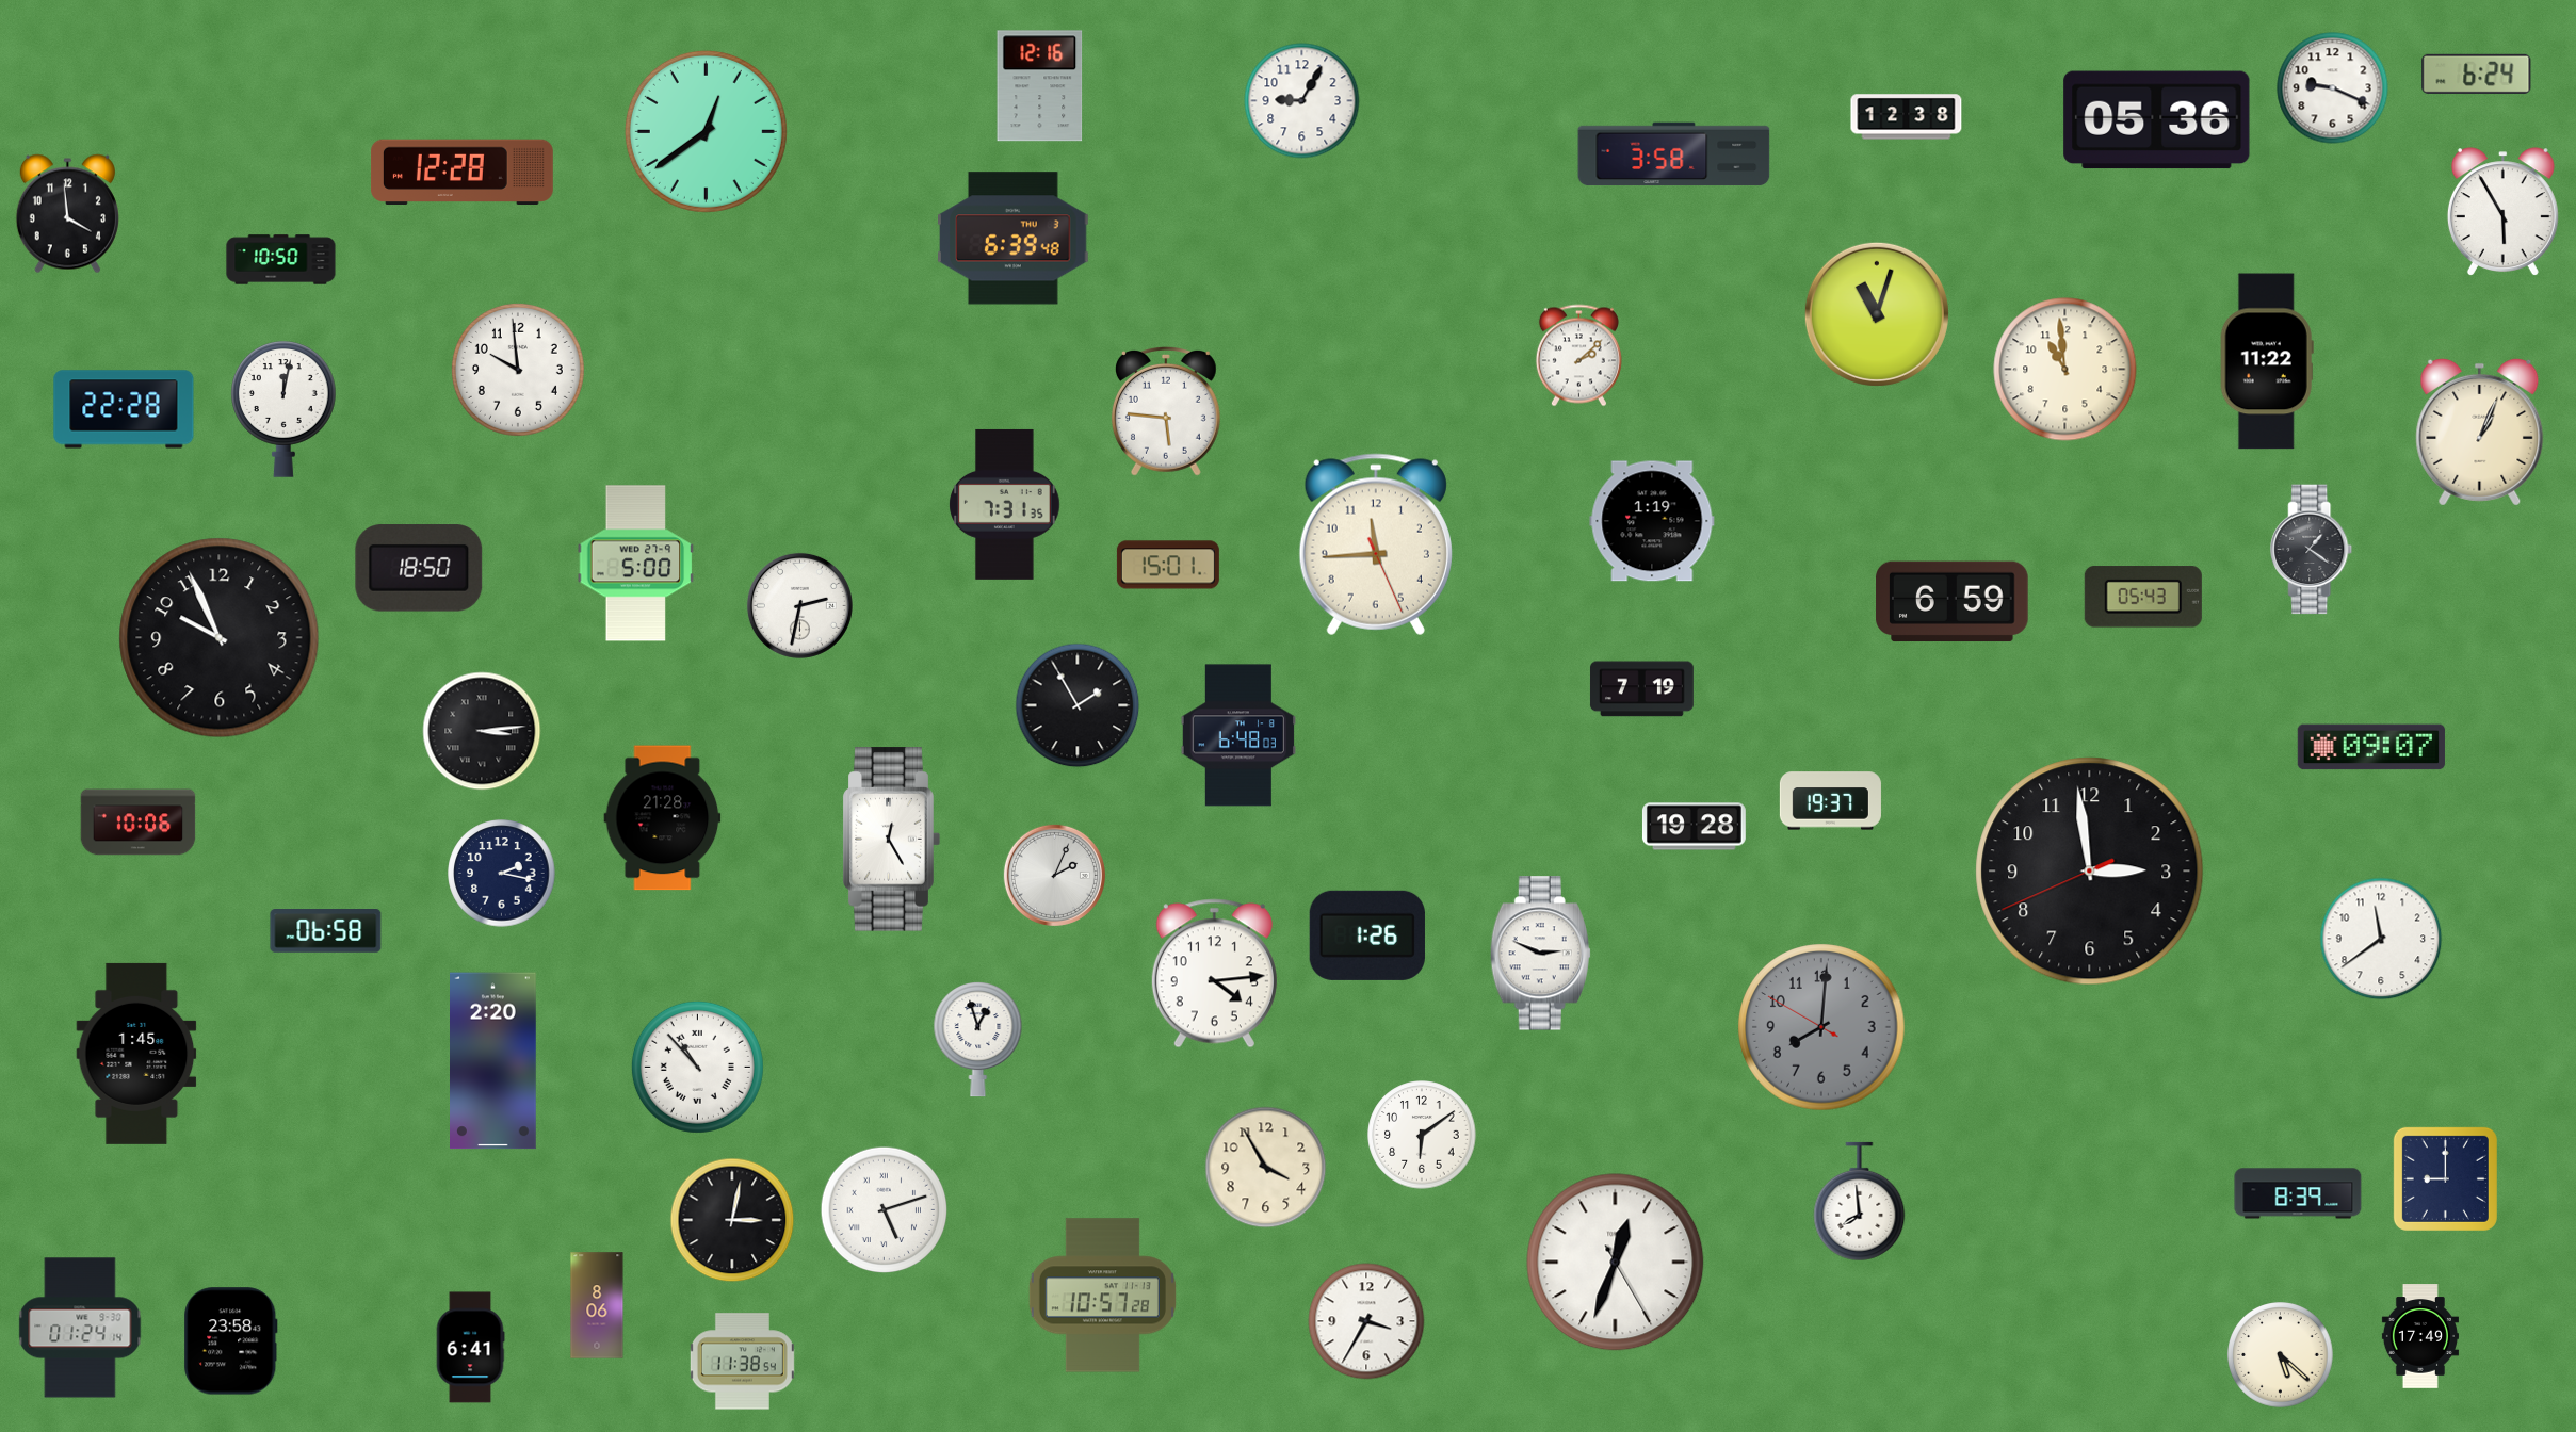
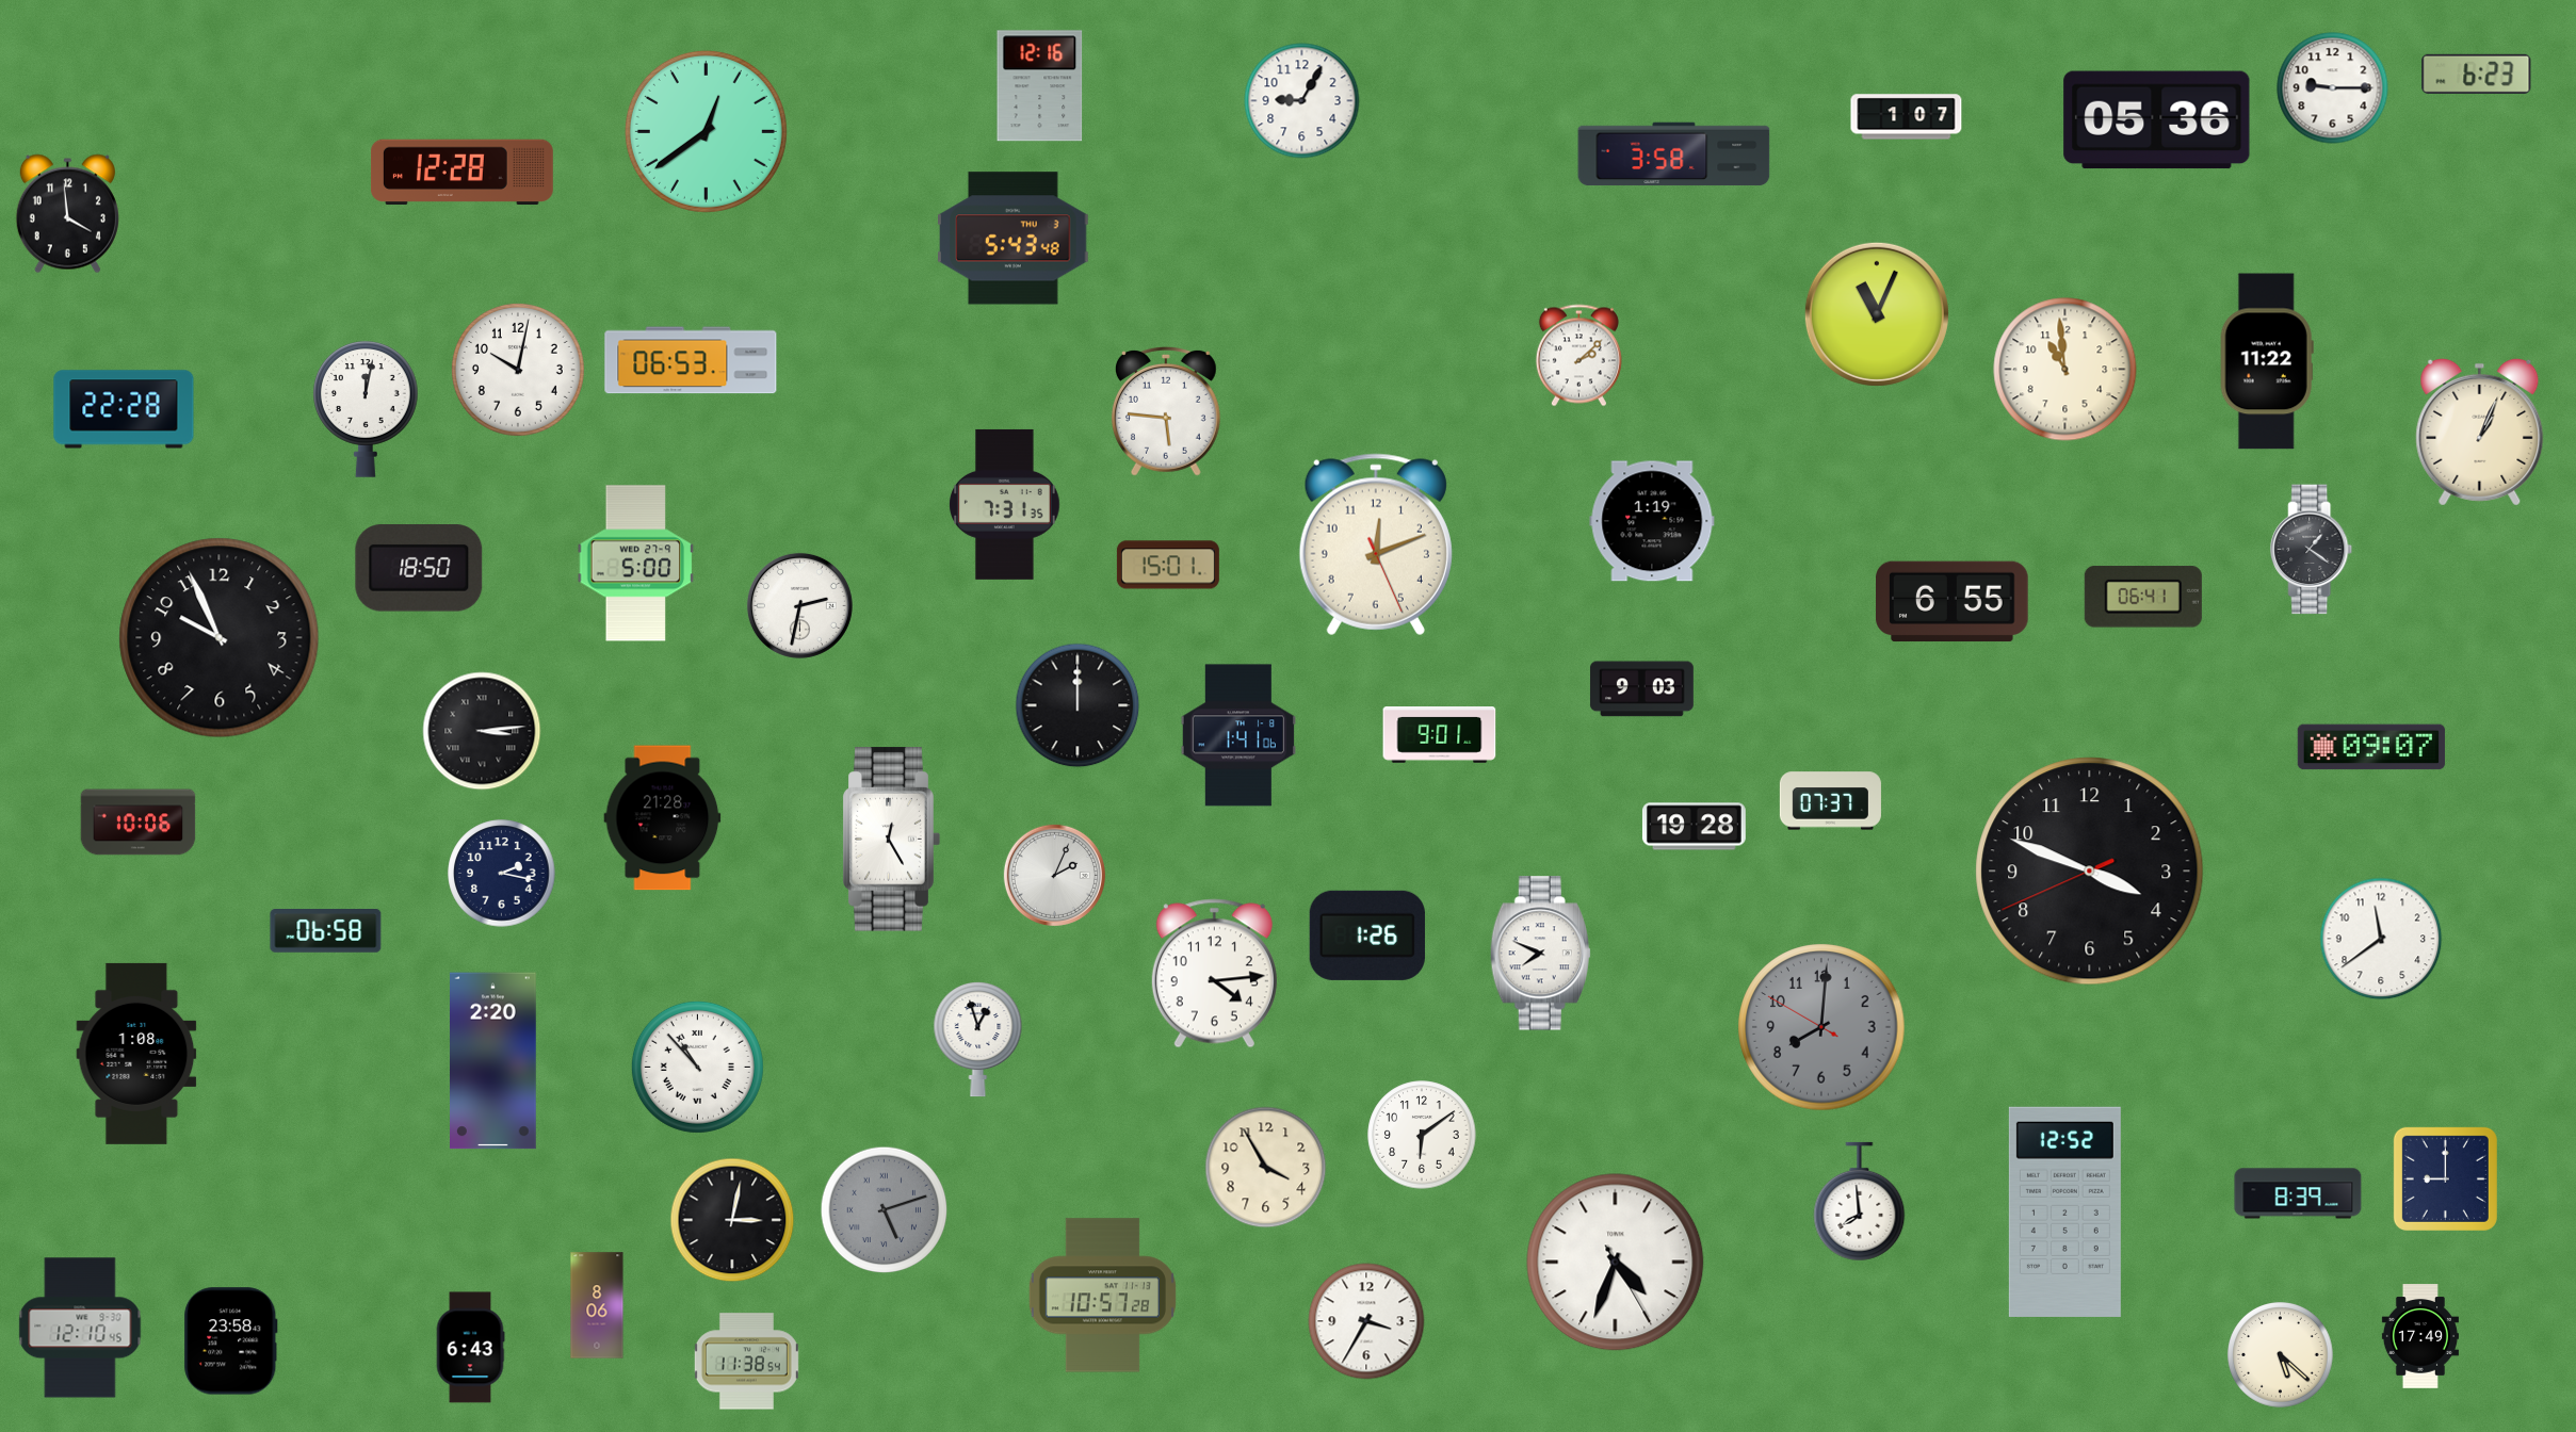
clock at (2477, 74): 6:24 -> 6:23
clock at (2333, 88): 9:19 -> 9:15
clock at (1907, 117): 12:38 -> 1:07
clock at (2502, 211): 5:55 -> none
clock at (1014, 239): 6:39 -> 5:43
clock at (281, 260): 10:50 -> none
clock at (1877, 314): 11:03 -> 11:04
clock at (691, 360): none -> 06:53
clock at (518, 370): 9:59 -> 10:02
clock at (285, 409) position: (285, 409) -> (367, 409)
clock at (1376, 544): 11:44 -> 12:11
clock at (2143, 597): 05:43 -> 06:41
clock at (1953, 602): 6:59 -> 6:55
clock at (1641, 689): 7:19 -> 9:03
clock at (1078, 705): 1:55 -> 12:00
clock at (1237, 735): 6:48 -> 1:41
clock at (1440, 735): none -> 9:01
clock at (1830, 801): 19:37 -> 07:37
clock at (2090, 872): 2:58 -> 3:48
clock at (1540, 954): 2:49 -> 7:49
clock at (136, 1054): 1:45 -> 1:08
clock at (885, 1210) dial: white -> grey
clock at (2064, 1211): none -> 12:52
clock at (1616, 1263): 12:33 -> 4:33
clock at (80, 1328): 01:24 -> 12:10
clock at (470, 1348): 6:41 -> 6:43
clock at (742, 1362) position: (742, 1362) -> (746, 1362)
